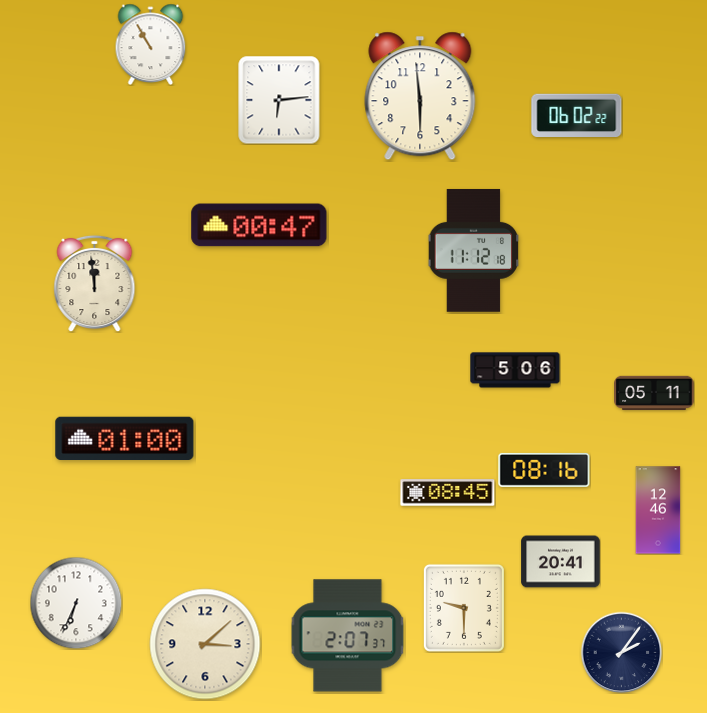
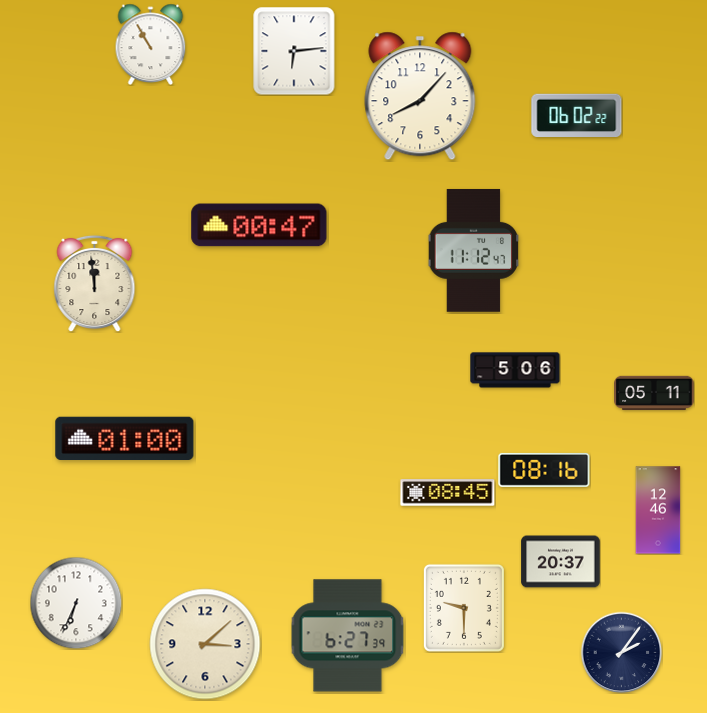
clock at (420, 96): 5:59 -> 8:07
clock at (279, 100) position: (279, 100) -> (294, 51)
clock at (474, 250): 11:12:18 -> 11:12:47
clock at (561, 562): 20:41 -> 20:37
clock at (348, 636): 2:07 -> 6:27
